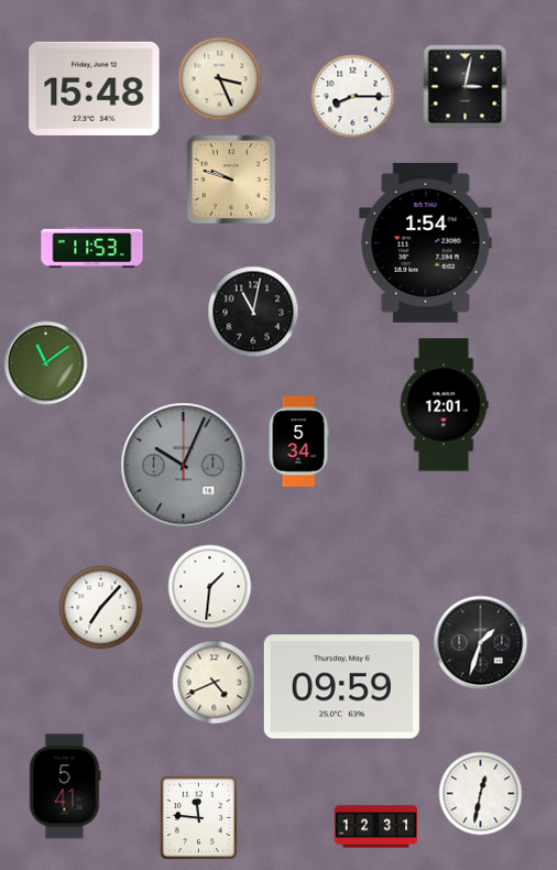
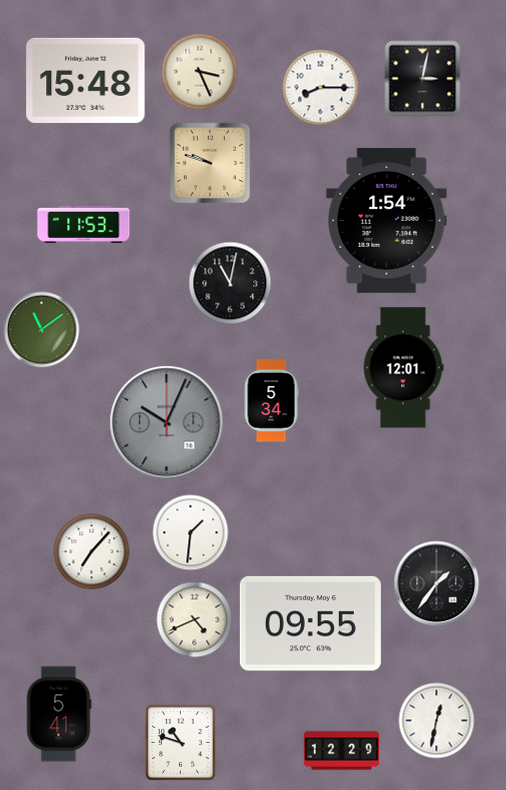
clock at (481, 643): 1:33 -> 1:36
clock at (341, 687): 09:59 -> 09:55
clock at (198, 817): 11:46 -> 10:48
clock at (376, 827): 12:31 -> 12:29
